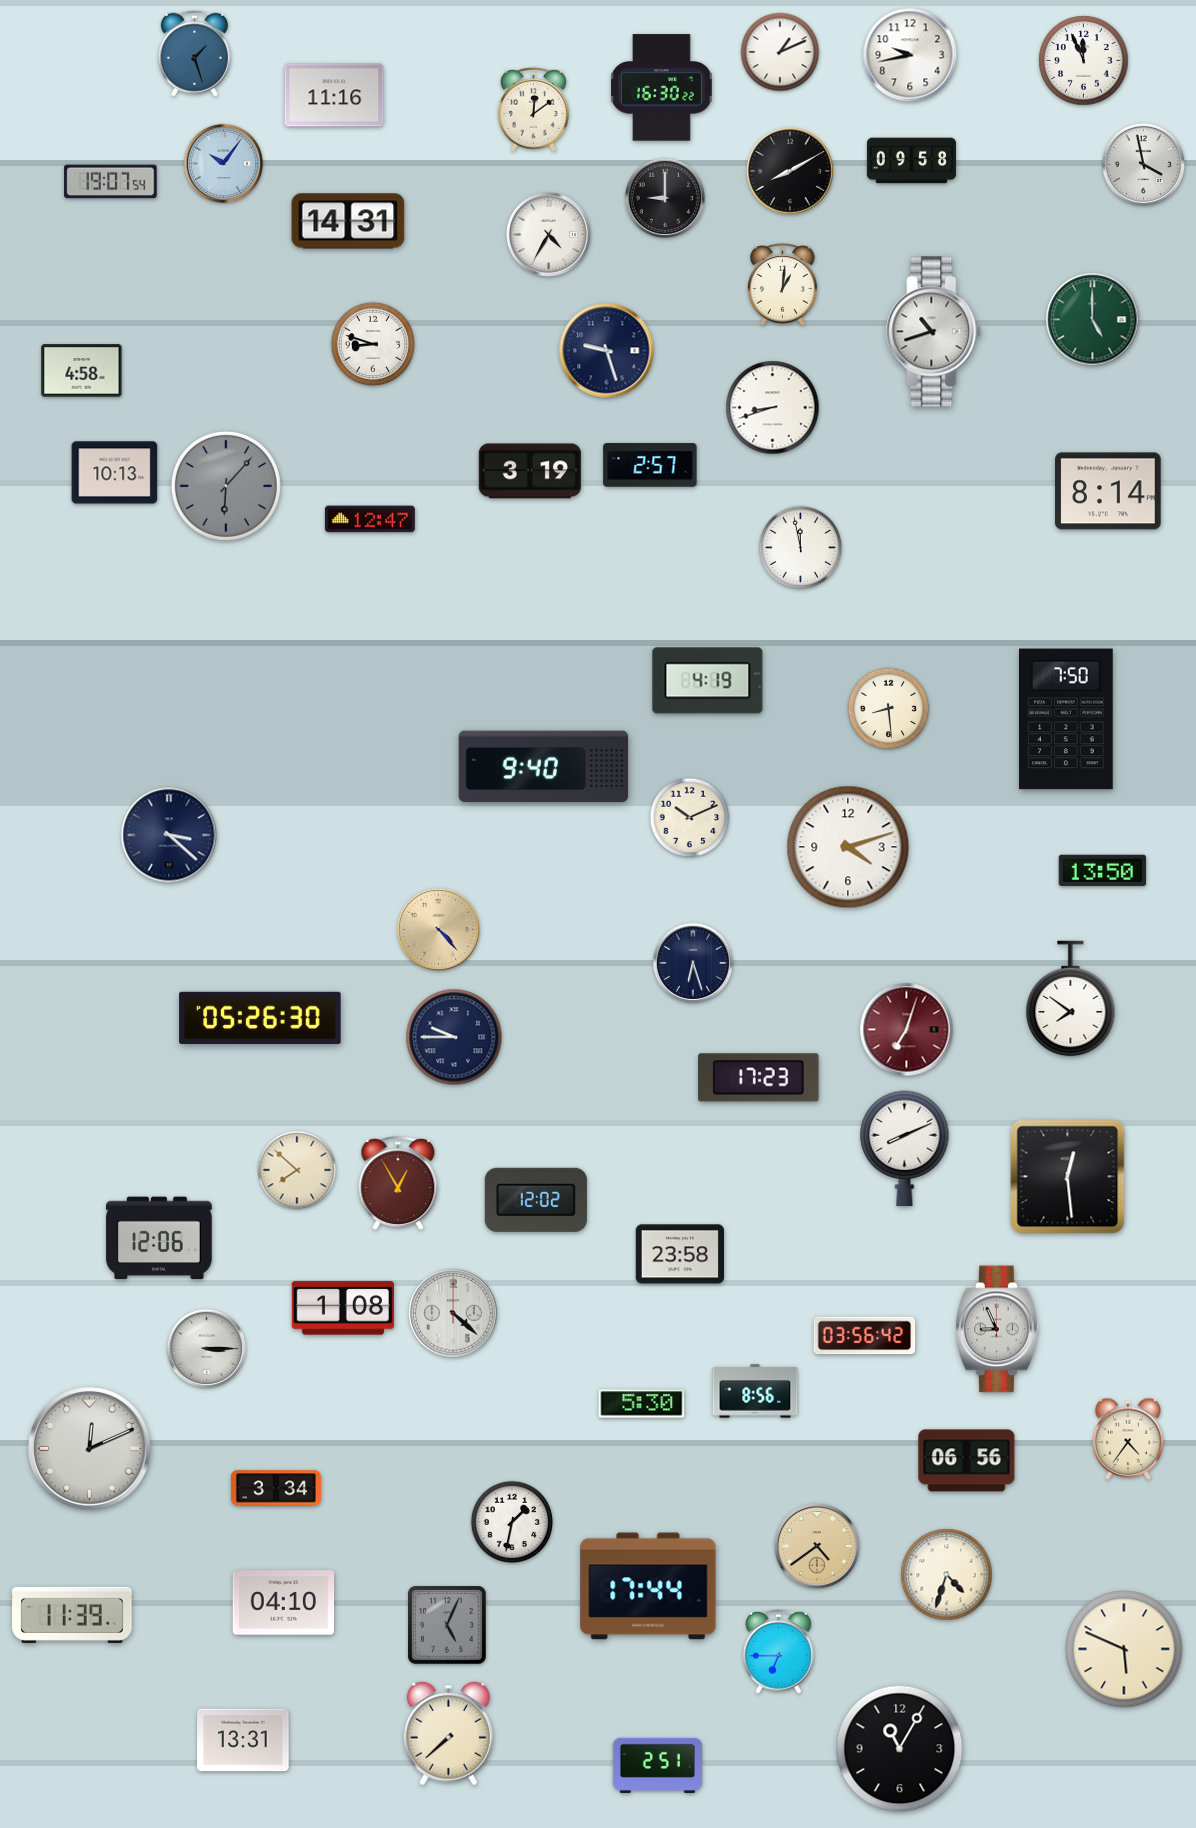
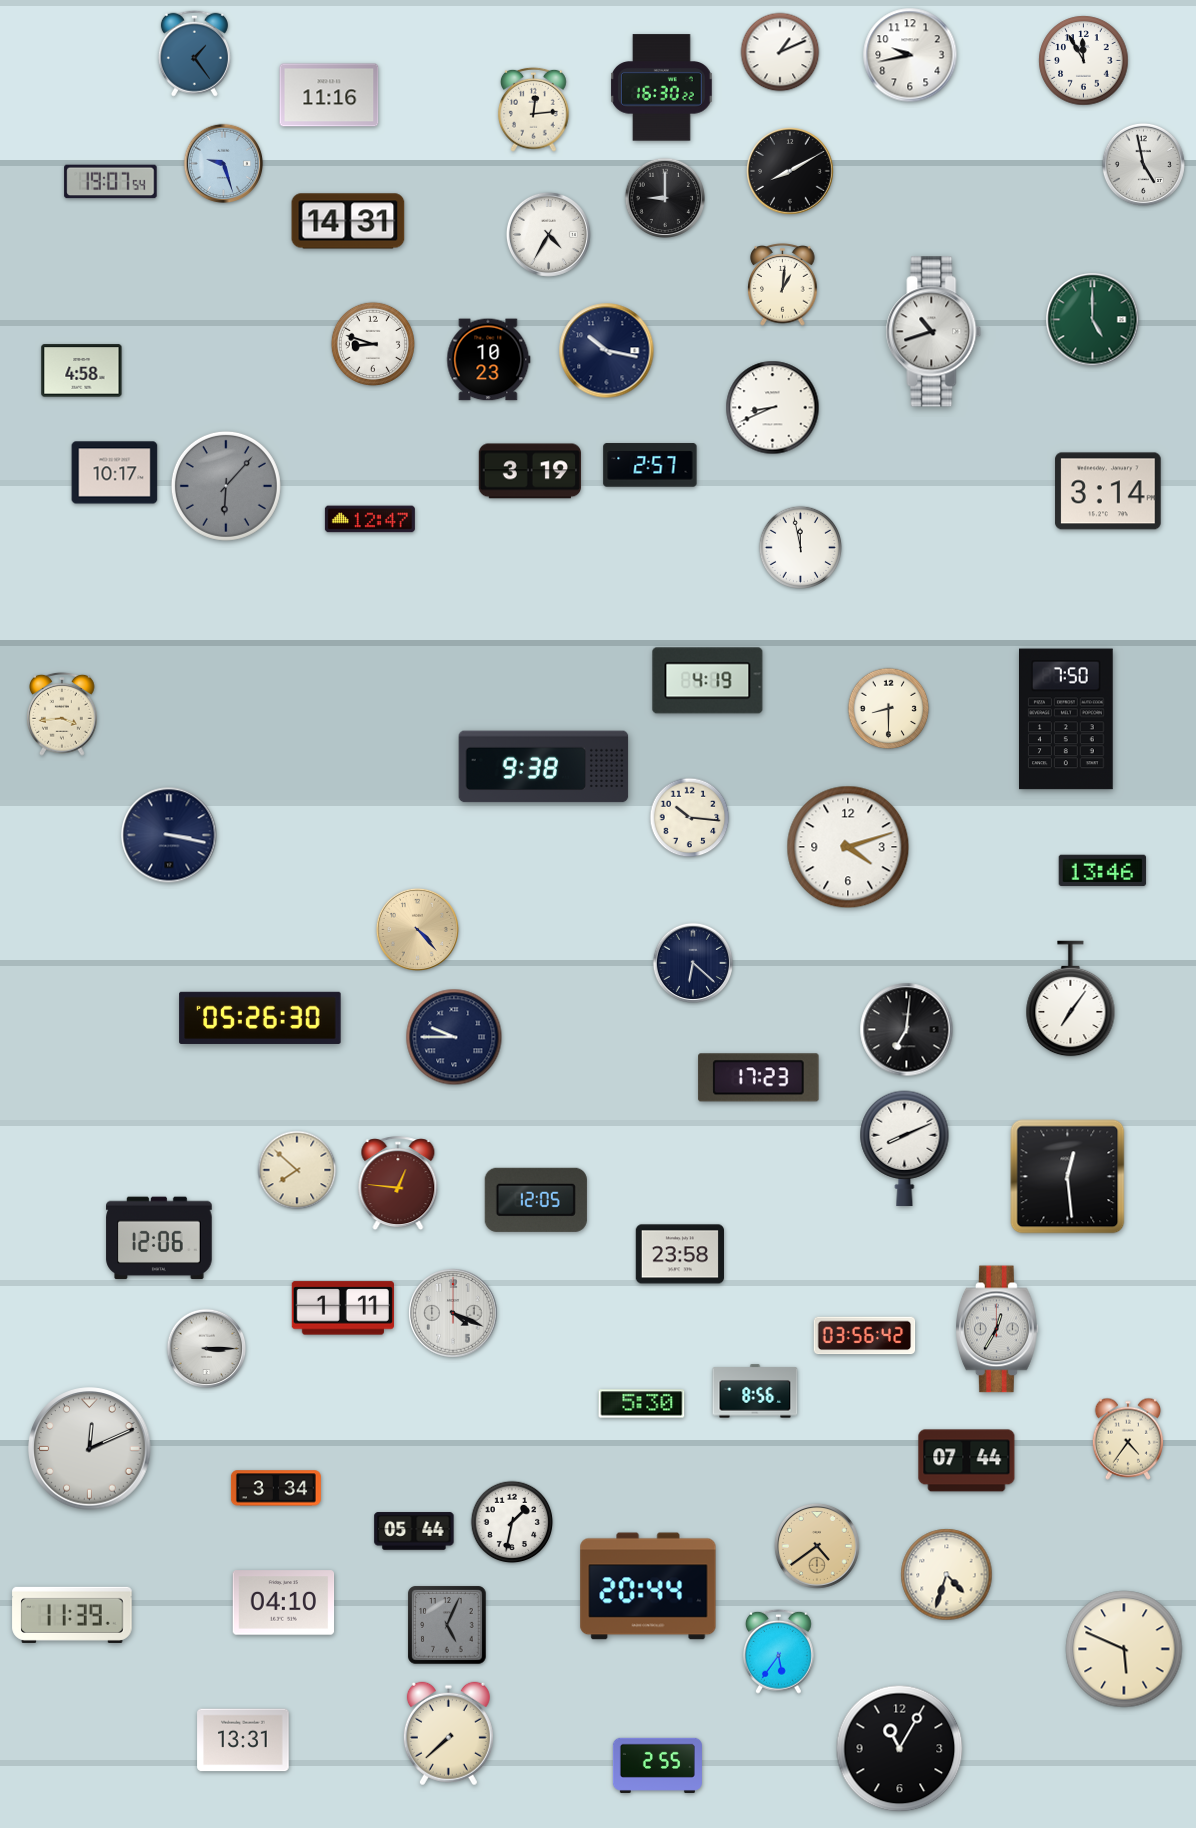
clock at (194, 53): 1:27 -> 1:24
clock at (1084, 61): 11:56 -> 11:55
clock at (334, 95) position: (334, 95) -> (329, 95)
clock at (533, 109): 12:09 -> 12:14
clock at (911, 161): 09:58 -> none
clock at (224, 164): 10:06 -> 9:27
clock at (1143, 164): 3:58 -> 4:58
clock at (607, 351): 9:27 -> 10:17
clock at (489, 360): none -> 10:23
clock at (773, 408): 8:42 -> 8:41
clock at (115, 473): 10:13 -> 10:17
clock at (1108, 491): 8:14 -> 3:14
clock at (889, 709): 8:29 -> 8:30
clock at (63, 714): none -> 3:44
clock at (544, 767): 9:40 -> 9:38
clock at (690, 818): 10:11 -> 10:16
clock at (169, 835): 3:22 -> 3:17
clock at (1103, 871): 13:50 -> 13:46
clock at (438, 929) position: (438, 929) -> (417, 929)
clock at (692, 962): 6:27 -> 6:22
clock at (1071, 999): 7:51 -> 7:06
clock at (907, 1030): 7:03 -> 7:01
clock at (907, 1030) dial: burgundy -> black
clock at (398, 1184): 12:55 -> 12:46
clock at (536, 1200): 12:02 -> 12:05
clock at (343, 1308): 1:08 -> 1:11
clock at (453, 1313): 4:22 -> 4:19
clock at (998, 1329): 8:56 -> 12:35
clock at (967, 1461): 06:56 -> 07:44
clock at (414, 1531): none -> 05:44
clock at (648, 1586): 17:44 -> 20:44
clock at (778, 1651): 6:45 -> 5:36
clock at (657, 1765): 2:51 -> 2:55
